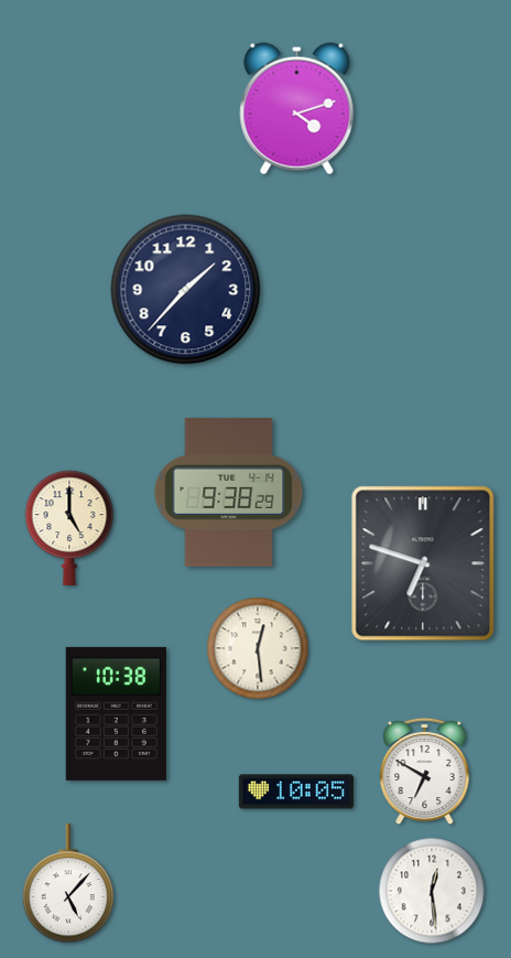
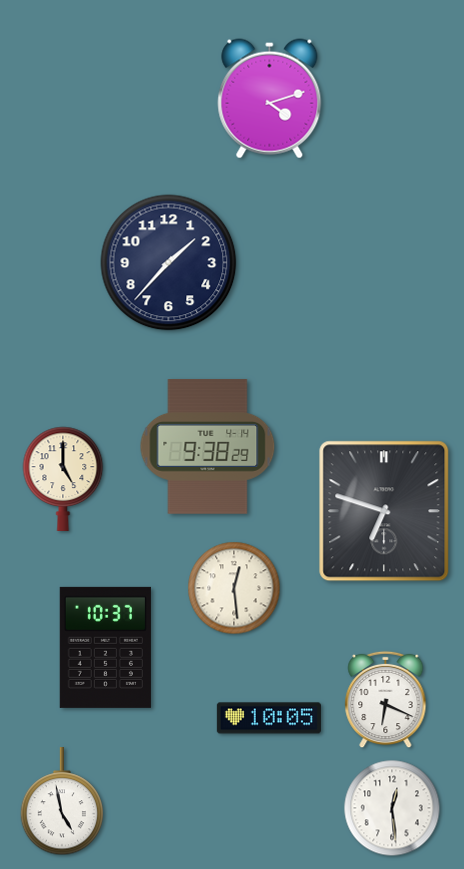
clock at (116, 713): 10:38 -> 10:37
clock at (425, 772): 6:50 -> 6:19
clock at (68, 884): 5:07 -> 4:58
